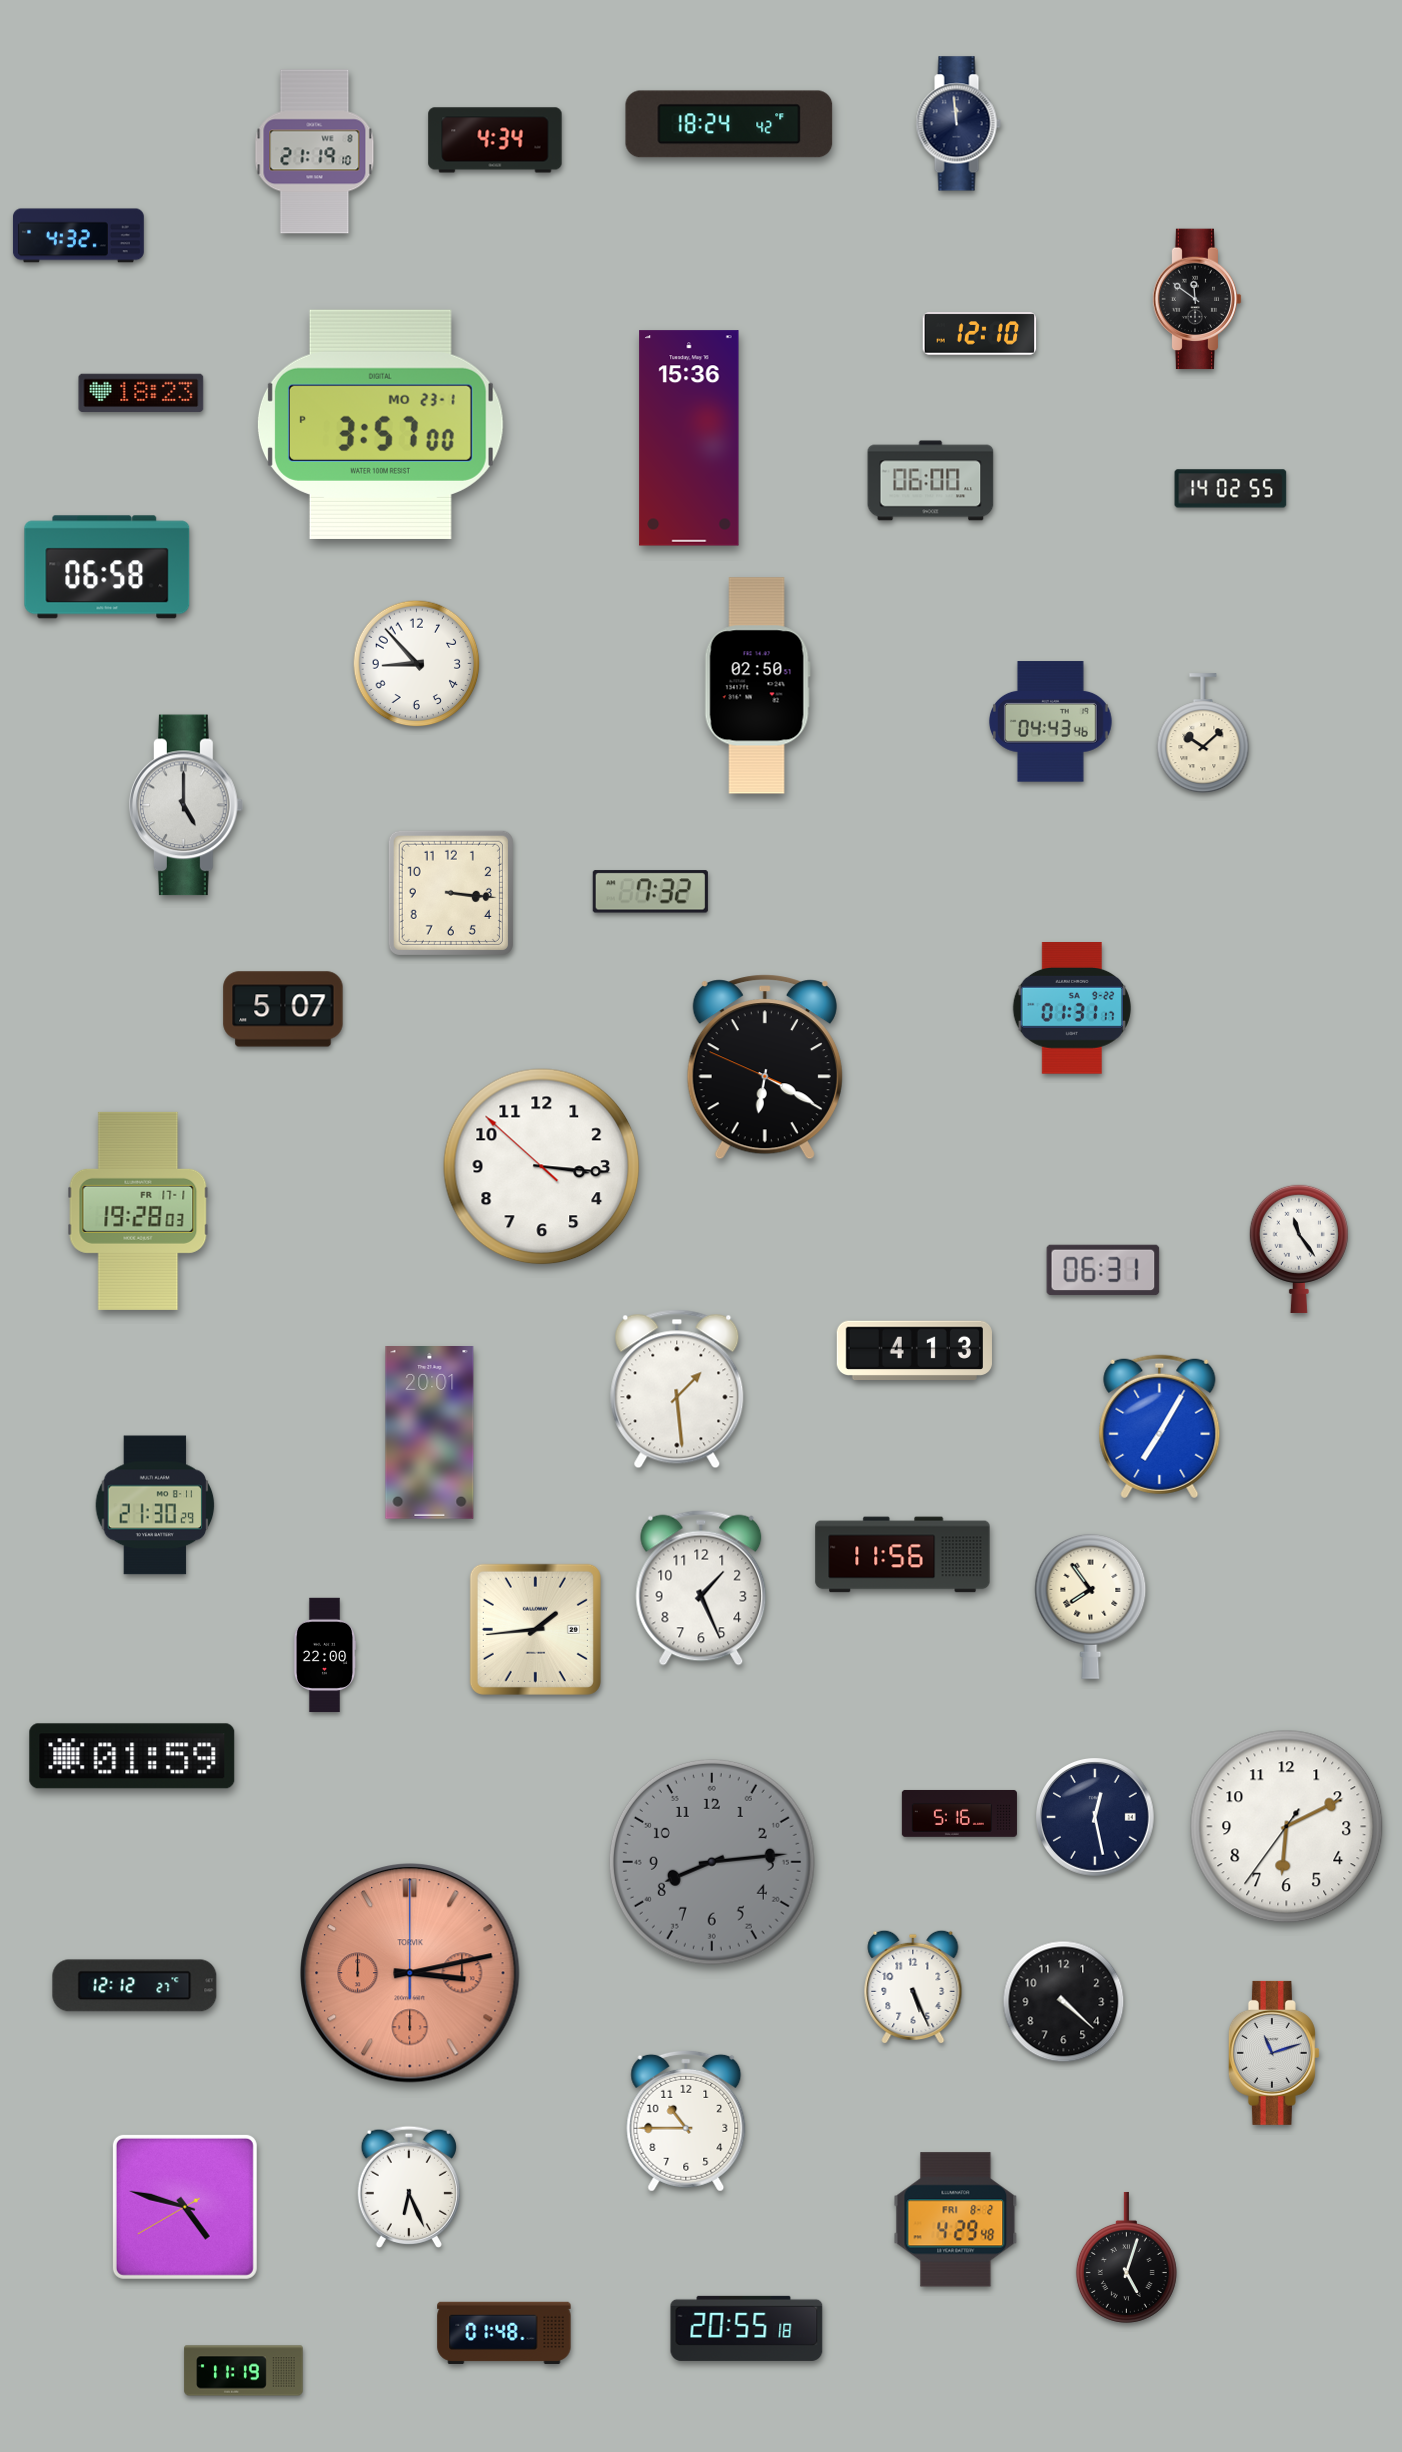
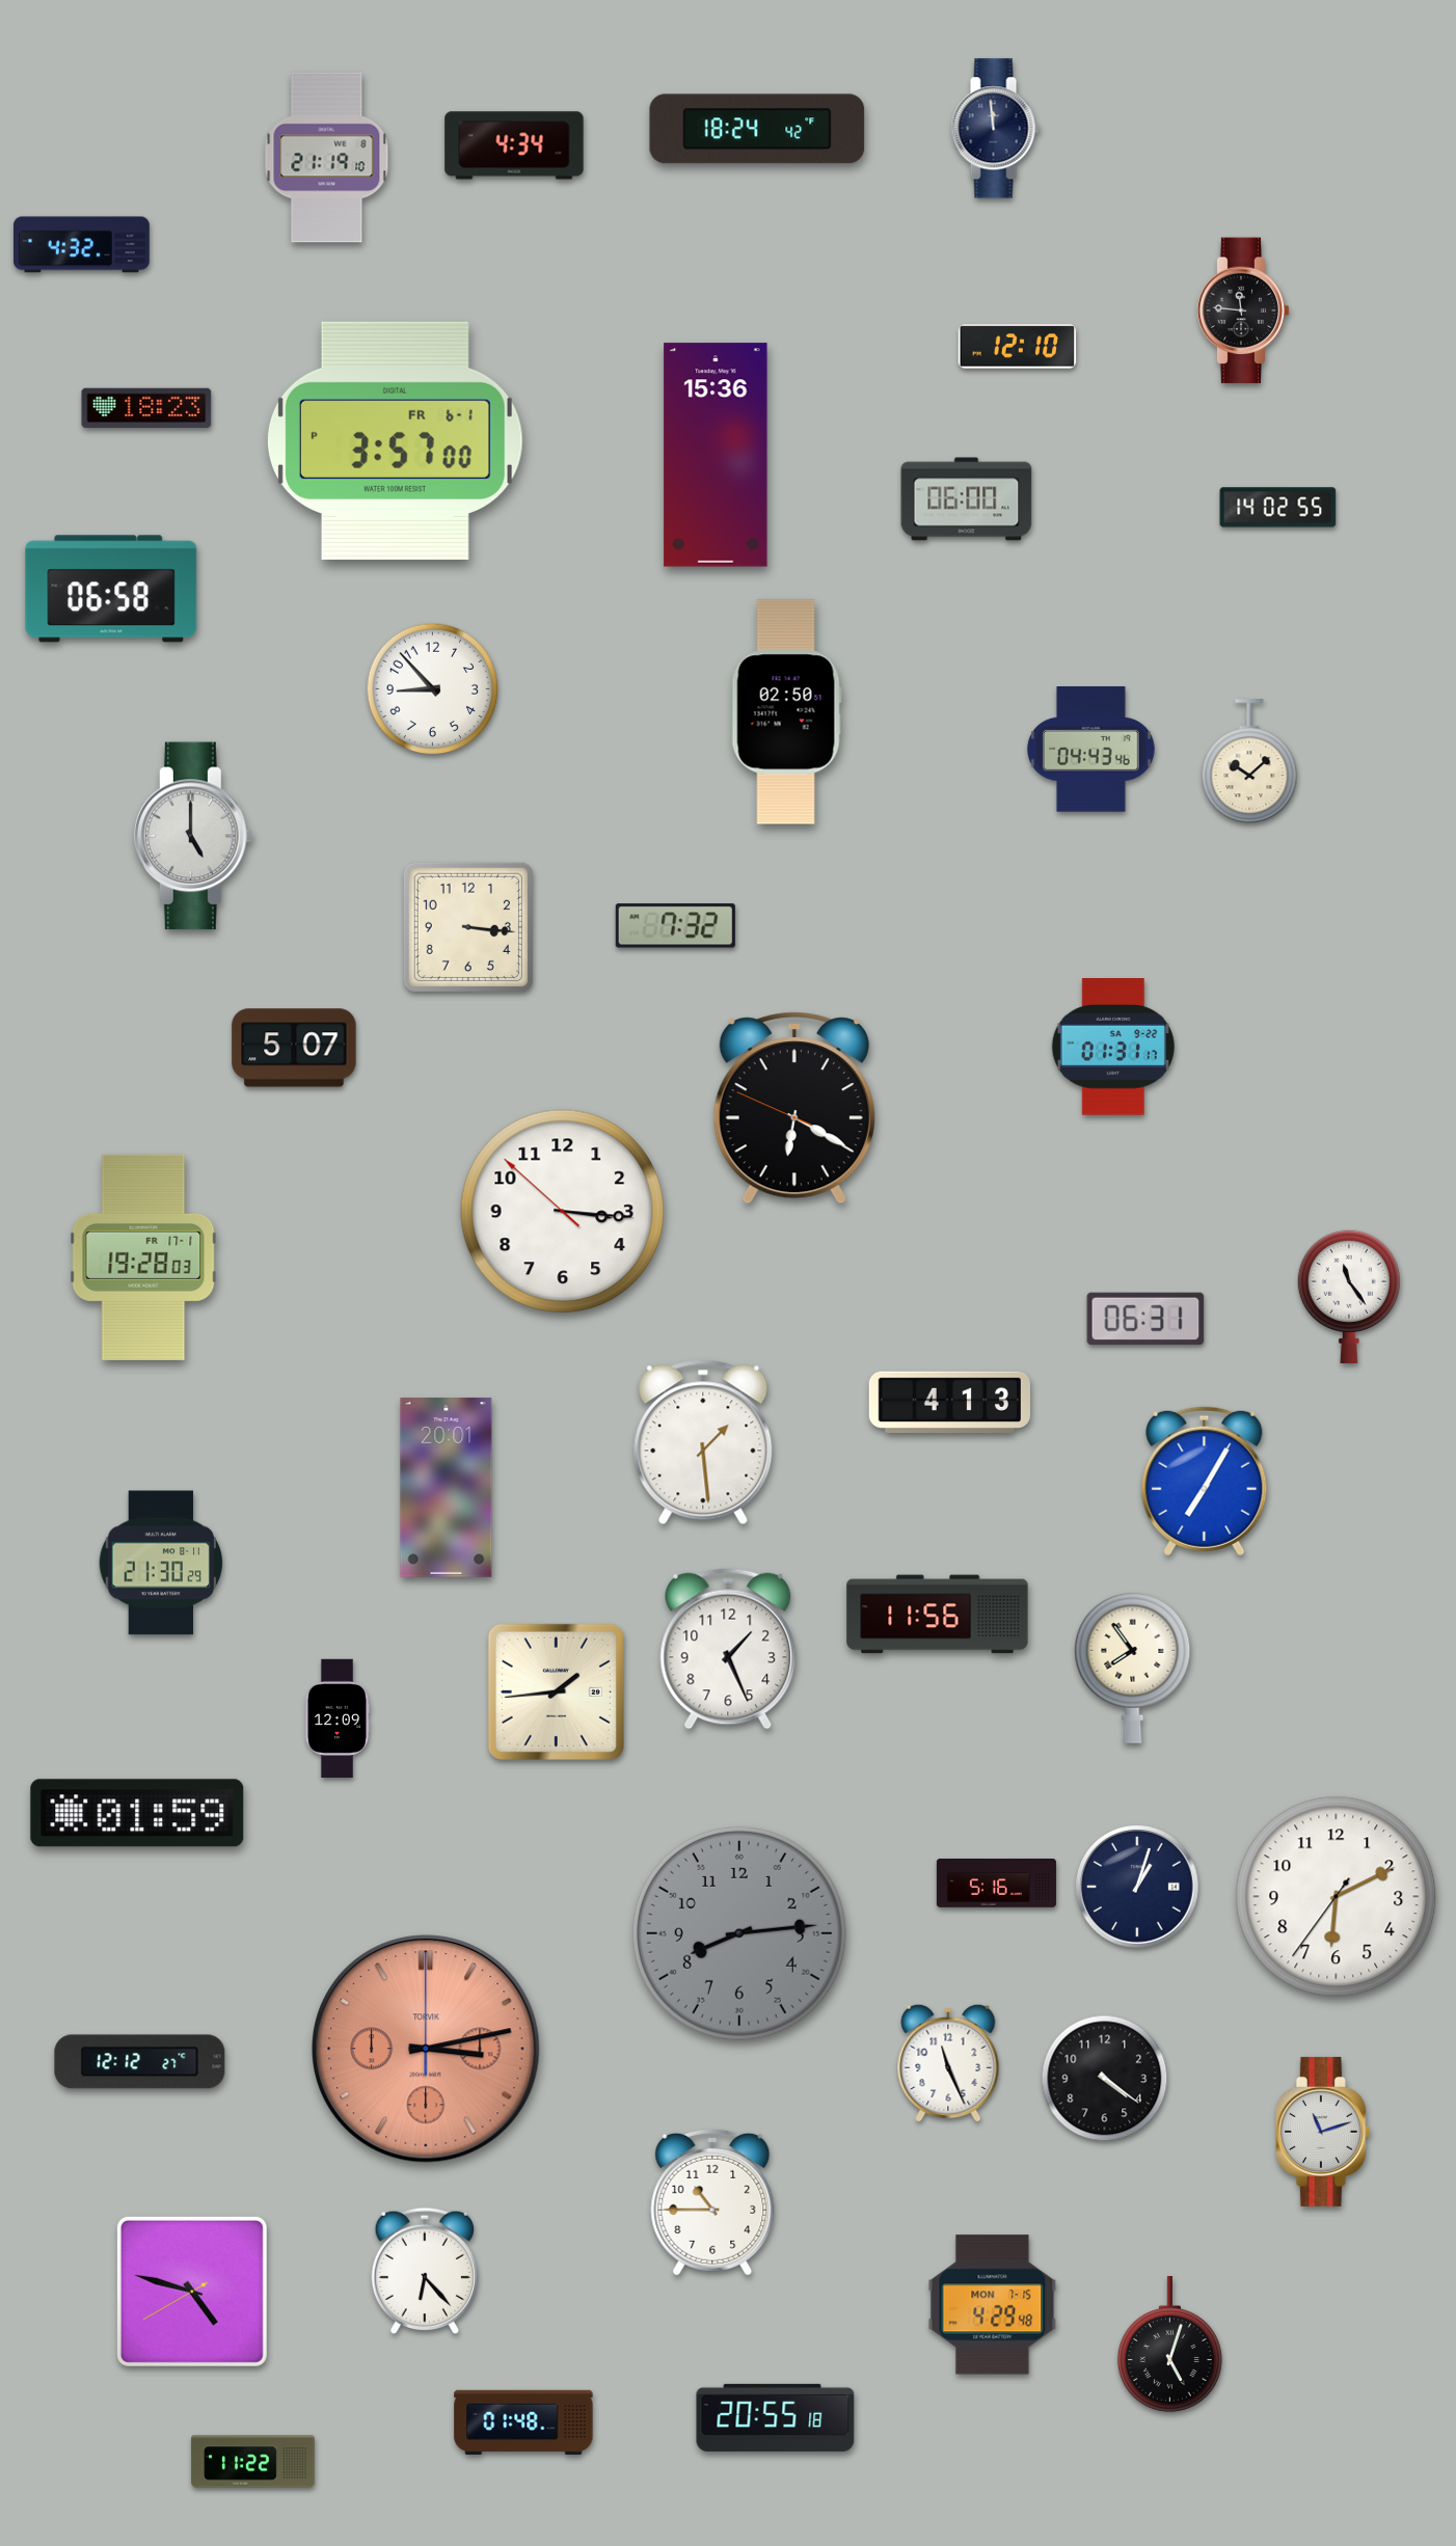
clock at (1197, 299): 11:51 -> 11:46
clock at (380, 424) date: MO 23-1 -> FR 6-1
clock at (325, 1655): 22:00 -> 12:09
clock at (132, 1756) position: (132, 1756) -> (137, 1813)
clock at (1096, 1818): 12:28 -> 1:03
clock at (913, 1987): 5:26 -> 11:26
clock at (1064, 2002): 4:22 -> 4:21
clock at (409, 2186): 6:26 -> 6:23
clock at (956, 2220) date: FRI 8-2 -> MON 7-15
clock at (244, 2371): 11:19 -> 11:22
